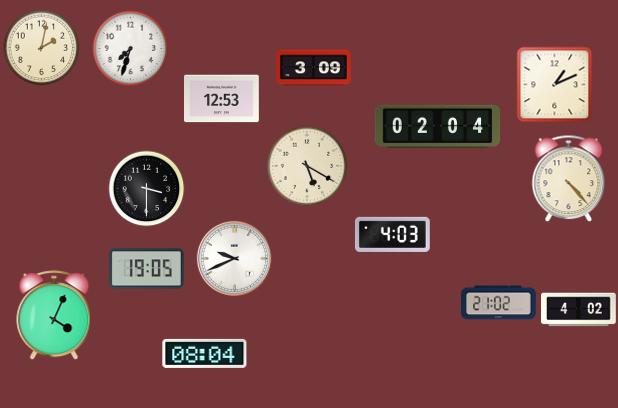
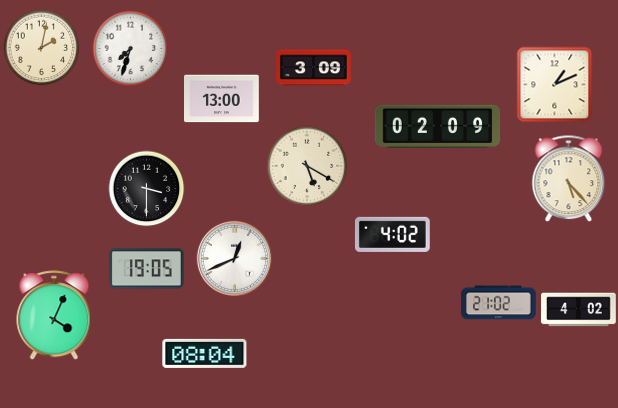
clock at (222, 99): 12:53 -> 13:00
clock at (438, 126): 02:04 -> 02:09
clock at (569, 179): 4:23 -> 5:23
clock at (392, 234): 4:03 -> 4:02
clock at (234, 258): 9:41 -> 12:41
